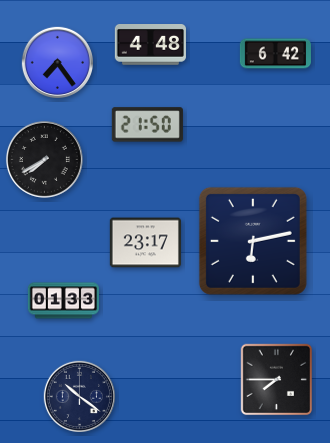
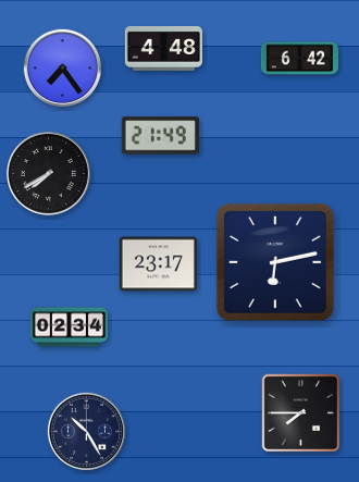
clock at (147, 125): 21:50 -> 21:49
clock at (63, 301): 01:33 -> 02:34
clock at (79, 396): 10:21 -> 10:25
